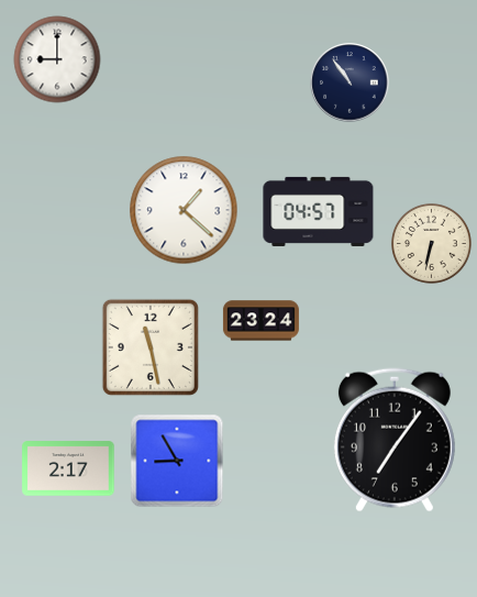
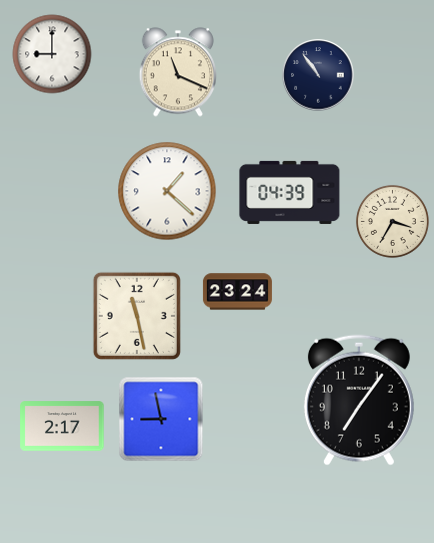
clock at (178, 72): none -> 11:19
clock at (319, 211): 04:57 -> 04:39
clock at (431, 243): 6:32 -> 3:35
clock at (177, 461): 8:55 -> 8:58
